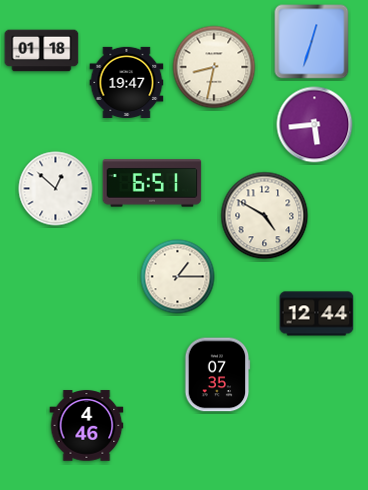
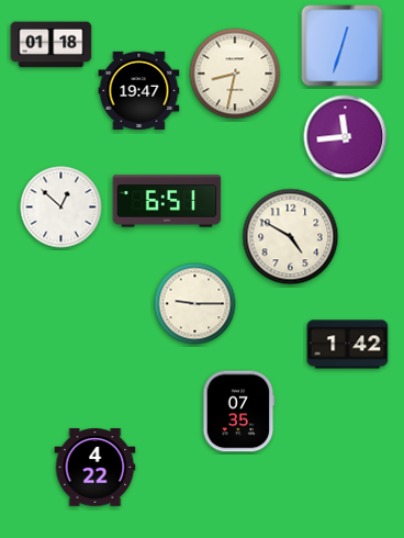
clock at (42, 51) position: (42, 51) -> (52, 45)
clock at (315, 125): 5:44 -> 11:44
clock at (178, 277): 1:15 -> 9:15
clock at (317, 314): 12:44 -> 1:42
clock at (87, 426): 4:46 -> 4:22
